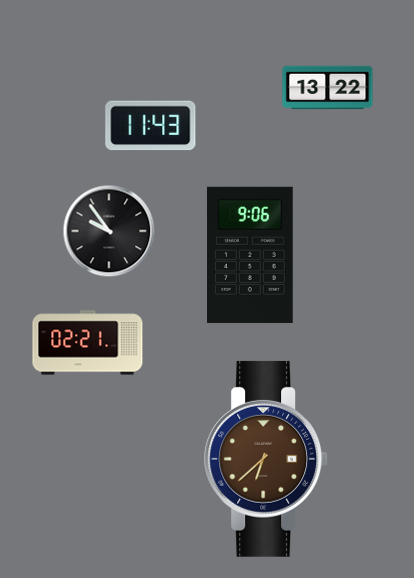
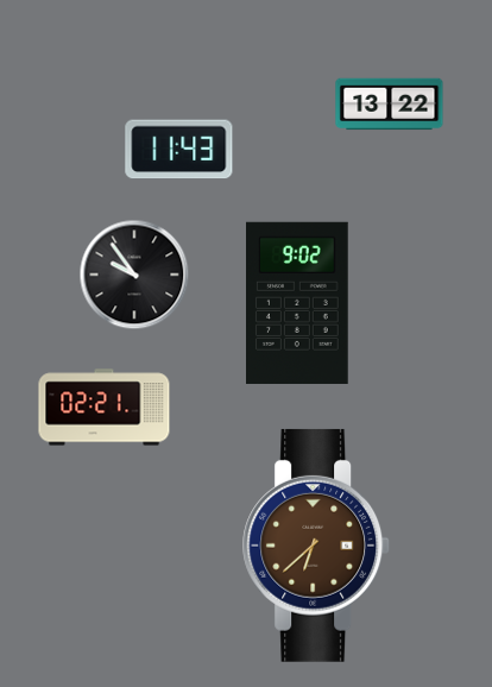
clock at (109, 231) position: (109, 231) -> (134, 275)
clock at (251, 255): 9:06 -> 9:02
